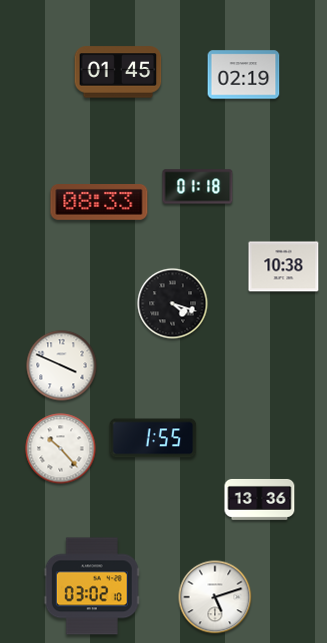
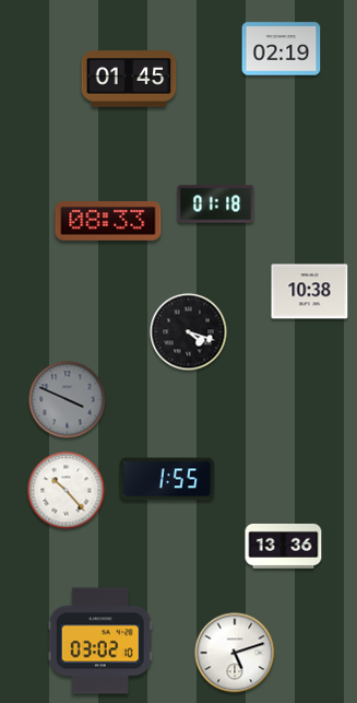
clock at (244, 75) position: (244, 75) -> (282, 49)
clock at (62, 366) dial: white -> grey
